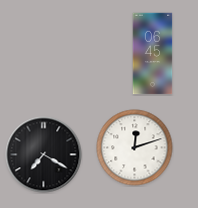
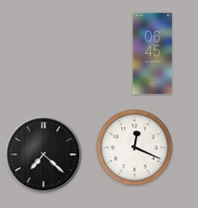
clock at (135, 148): 12:12 -> 12:19
clock at (44, 155): 7:20 -> 7:22
